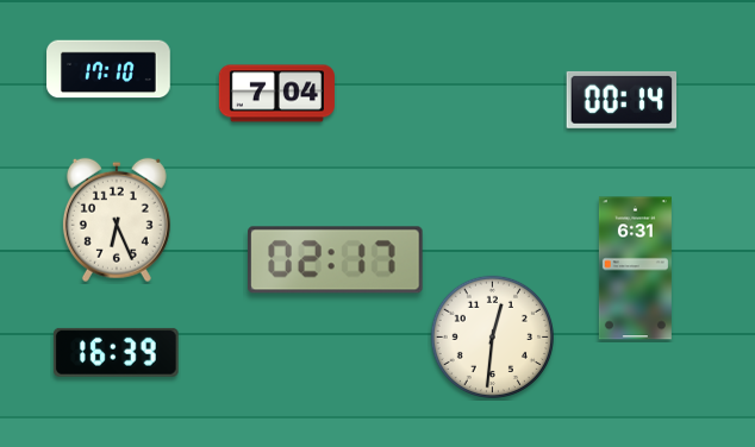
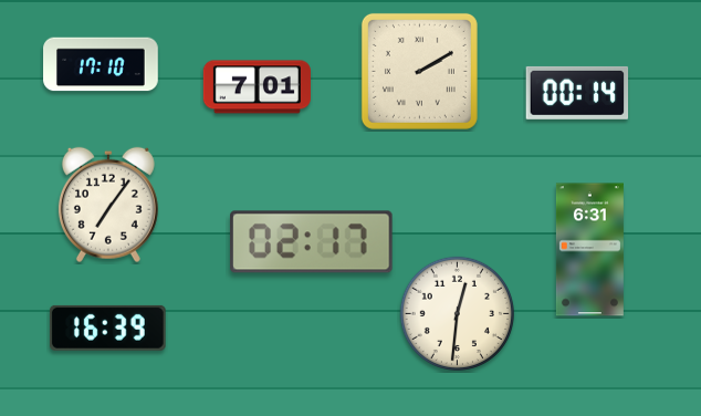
clock at (419, 71): none -> 2:10
clock at (276, 94): 7:04 -> 7:01
clock at (117, 220): 6:26 -> 7:06
